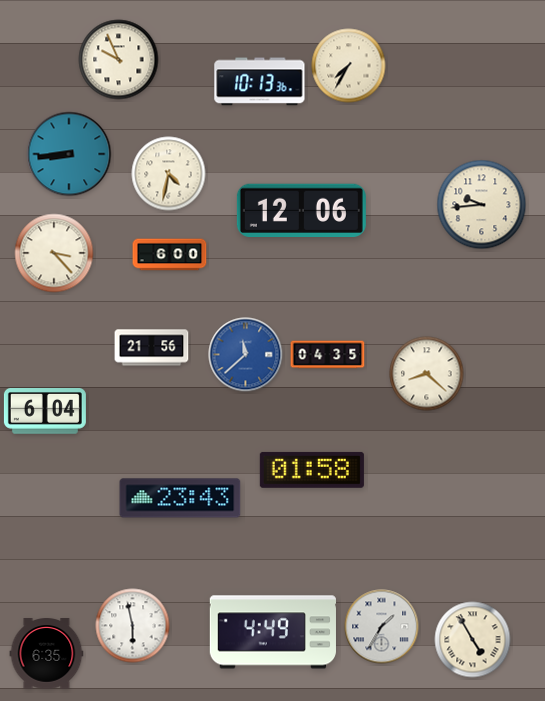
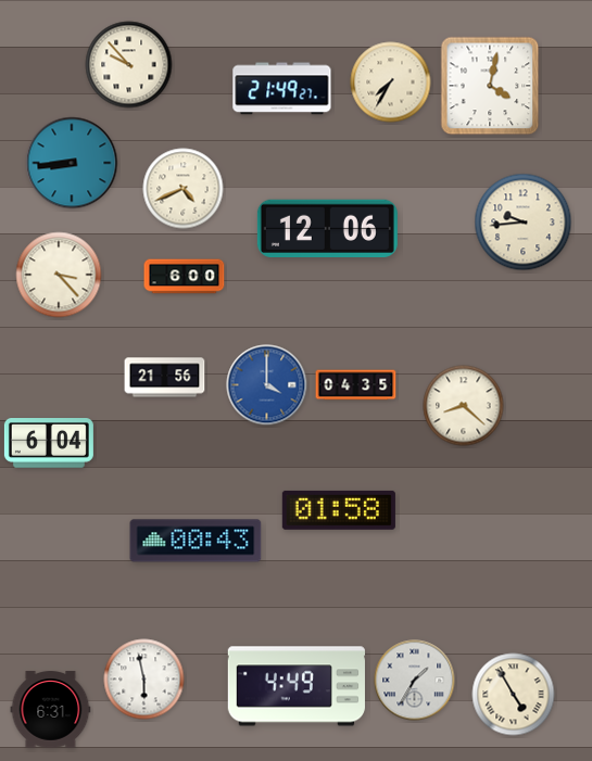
clock at (119, 60): 9:56 -> 9:53
clock at (349, 66) position: (349, 66) -> (391, 83)
clock at (490, 86): none -> 4:02
clock at (260, 82): 10:13 -> 21:49
clock at (69, 154) position: (69, 154) -> (72, 163)
clock at (169, 174): 4:32 -> 4:41
clock at (246, 355): 11:38 -> 4:00
clock at (45, 412) position: (45, 412) -> (49, 444)
clock at (180, 498): 23:43 -> 00:43
clock at (47, 654): 6:35 -> 6:31
